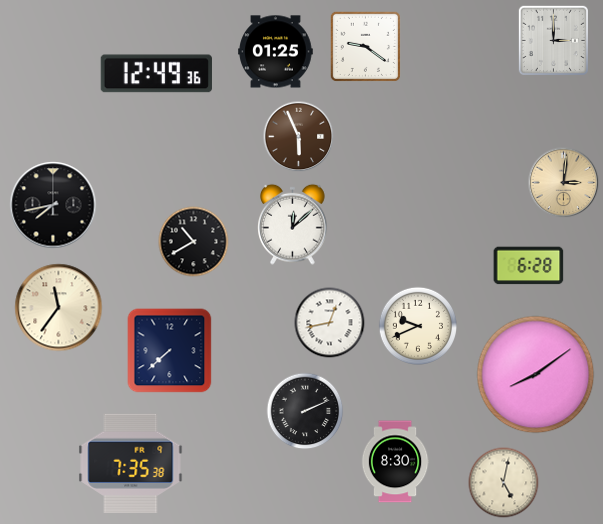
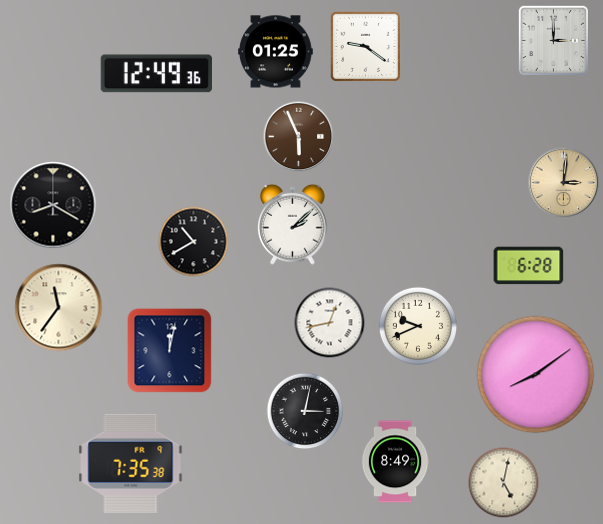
clock at (53, 205): 7:43 -> 8:20
clock at (293, 224): 12:08 -> 2:08
clock at (170, 351): 7:38 -> 12:02
clock at (305, 411): 2:11 -> 3:02
clock at (395, 462): 8:30 -> 8:49
